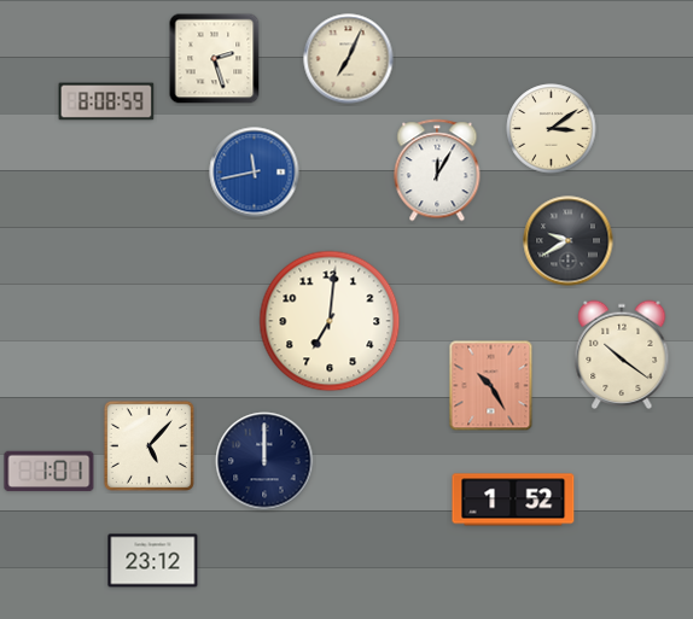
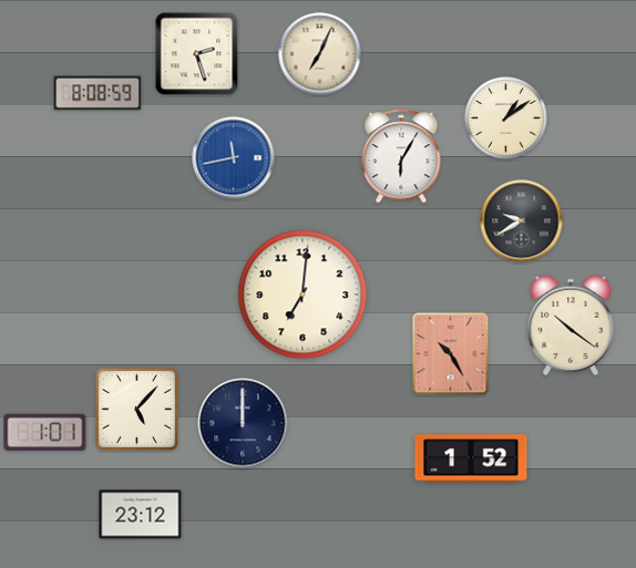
clock at (552, 129): 3:09 -> 1:09
clock at (437, 170): 12:05 -> 6:05
